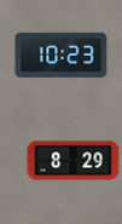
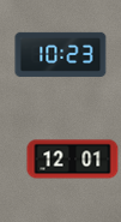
clock at (74, 161): 8:29 -> 12:01
